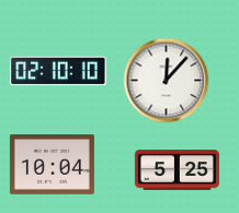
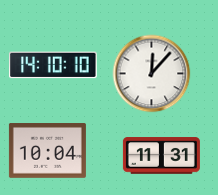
clock at (58, 71): 02:10 -> 14:10
clock at (177, 170): 5:25 -> 11:31
